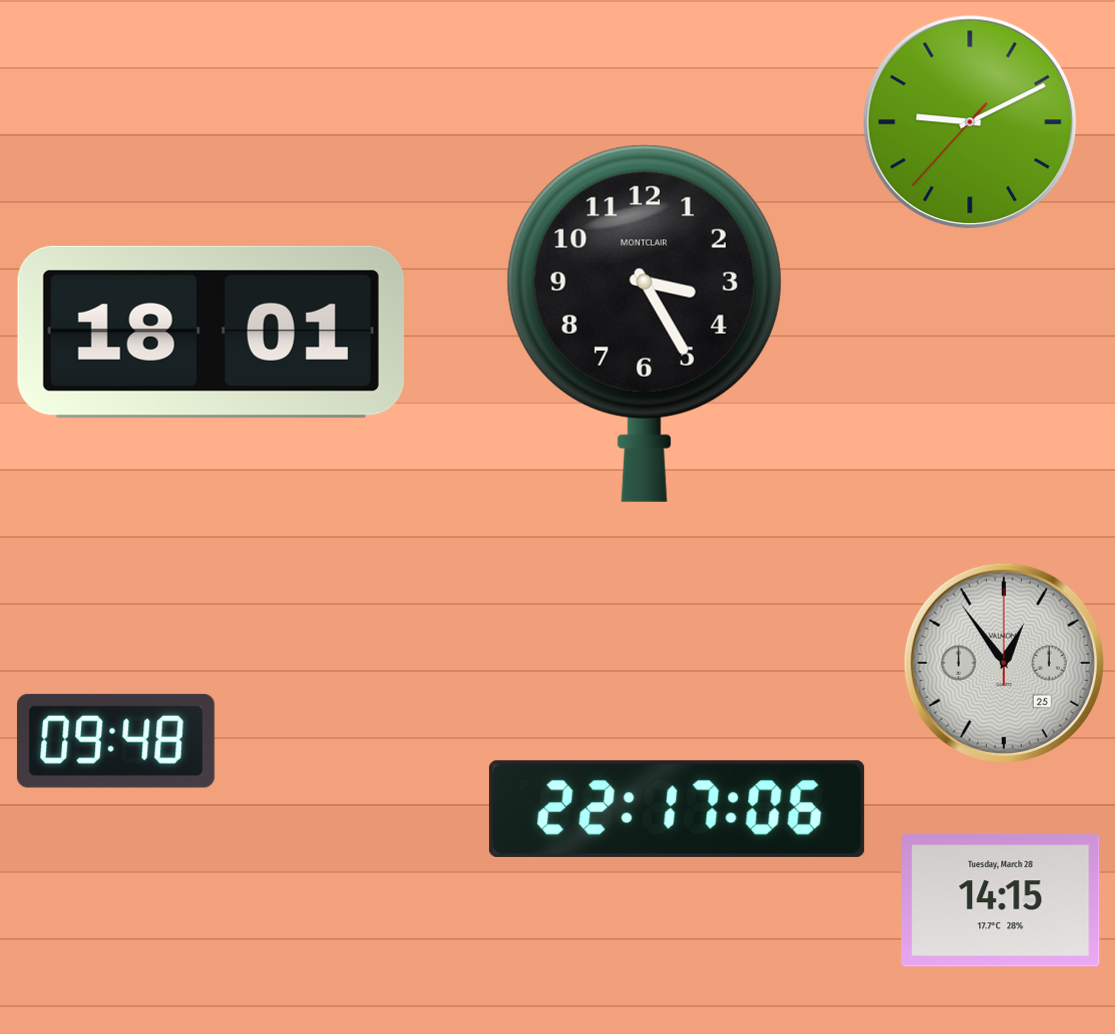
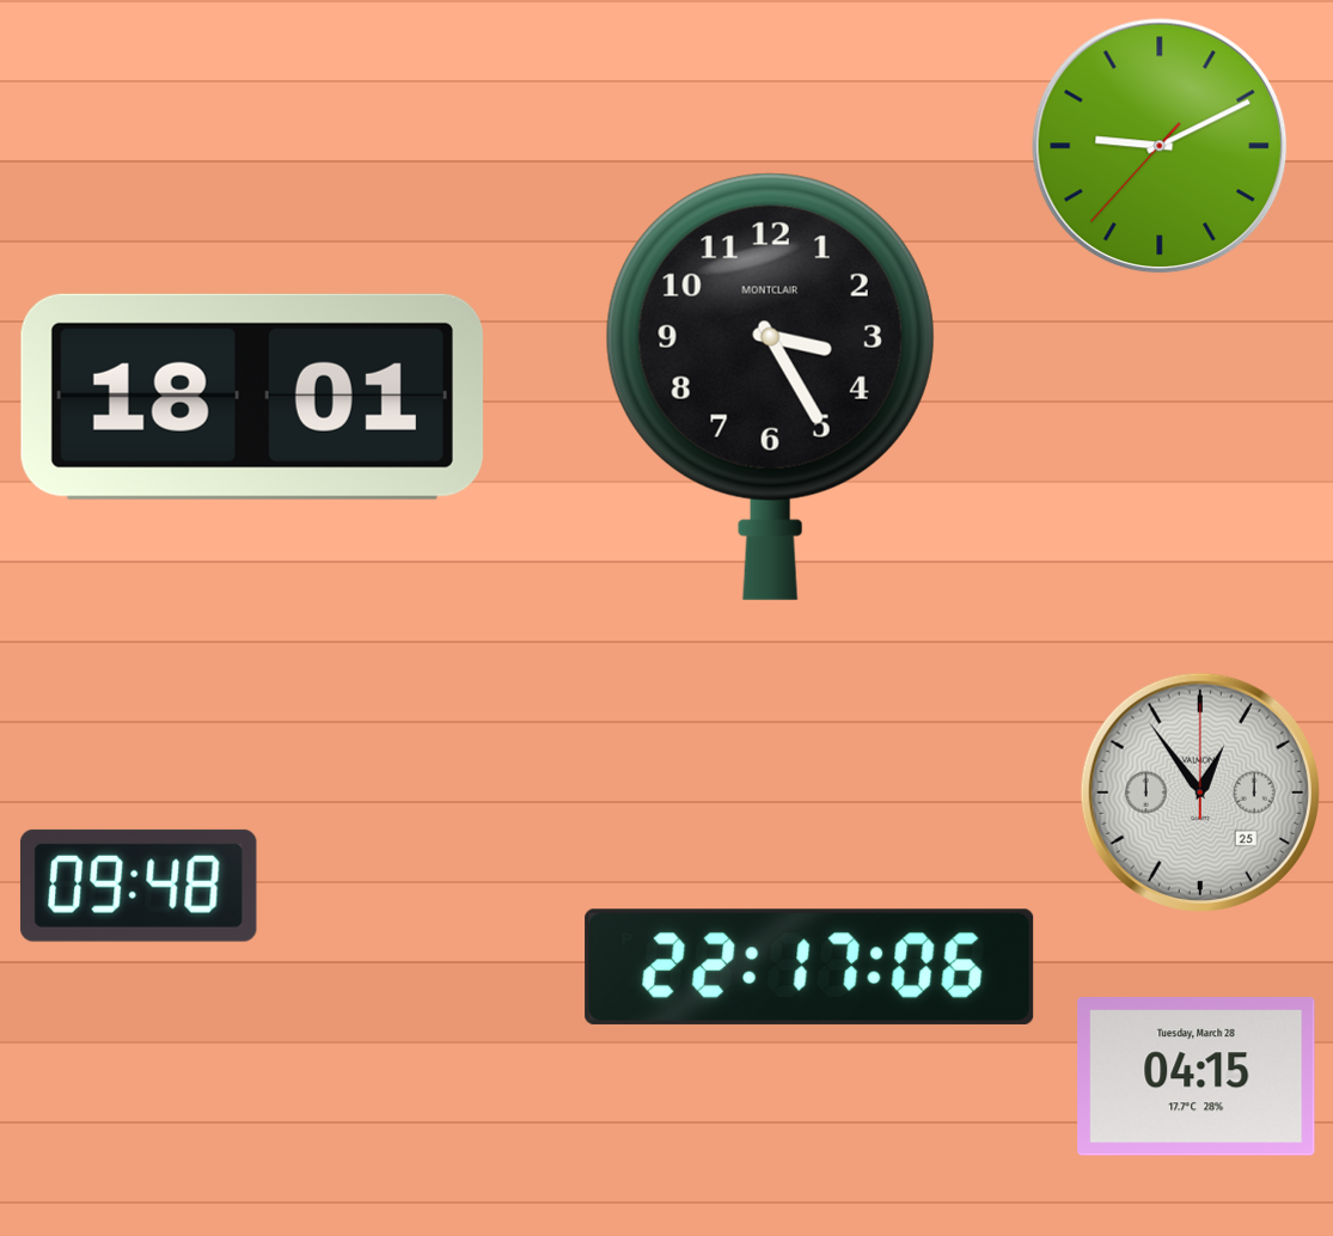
clock at (1001, 901): 14:15 -> 04:15
